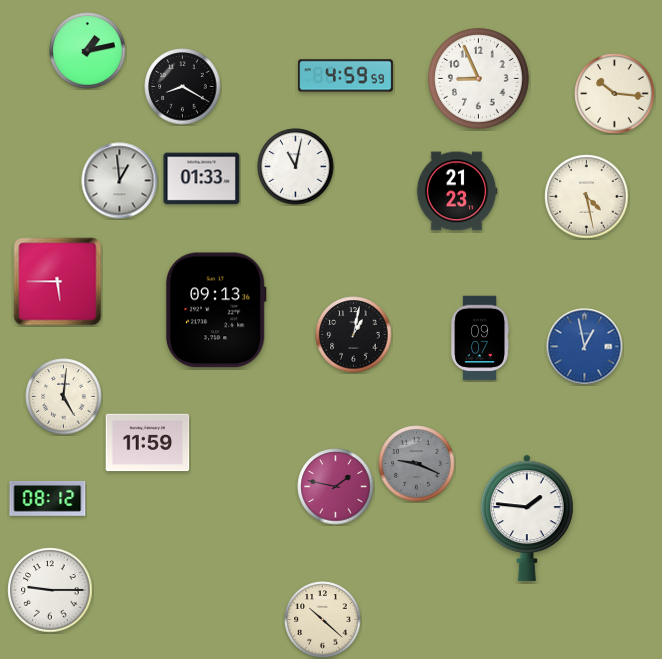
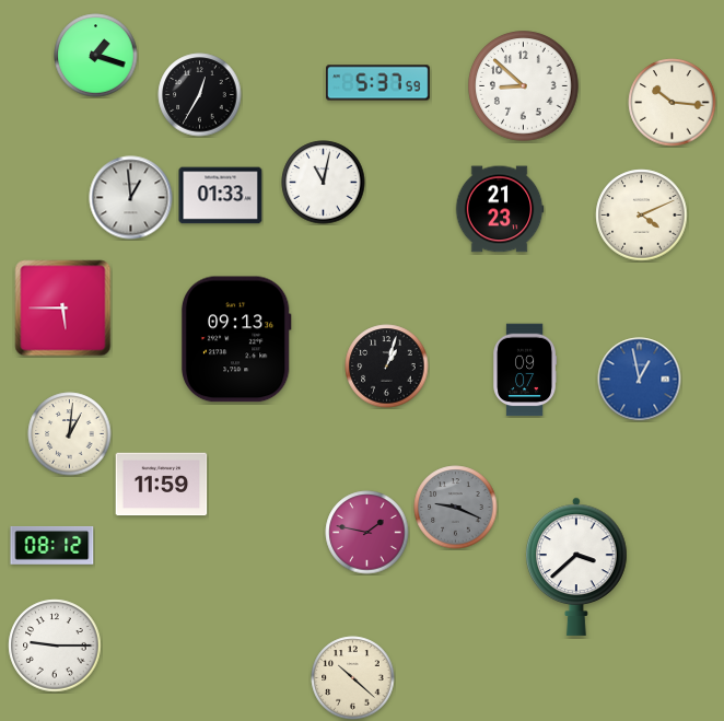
clock at (88, 51): 1:13 -> 1:18
clock at (346, 76): 4:59 -> 5:37
clock at (479, 79): 8:56 -> 8:52
clock at (183, 87): 8:20 -> 12:35
clock at (587, 197): 4:28 -> 4:11
clock at (354, 335): 1:02 -> 1:03
clock at (64, 397): 5:01 -> 1:01
clock at (527, 518): 1:46 -> 3:38
